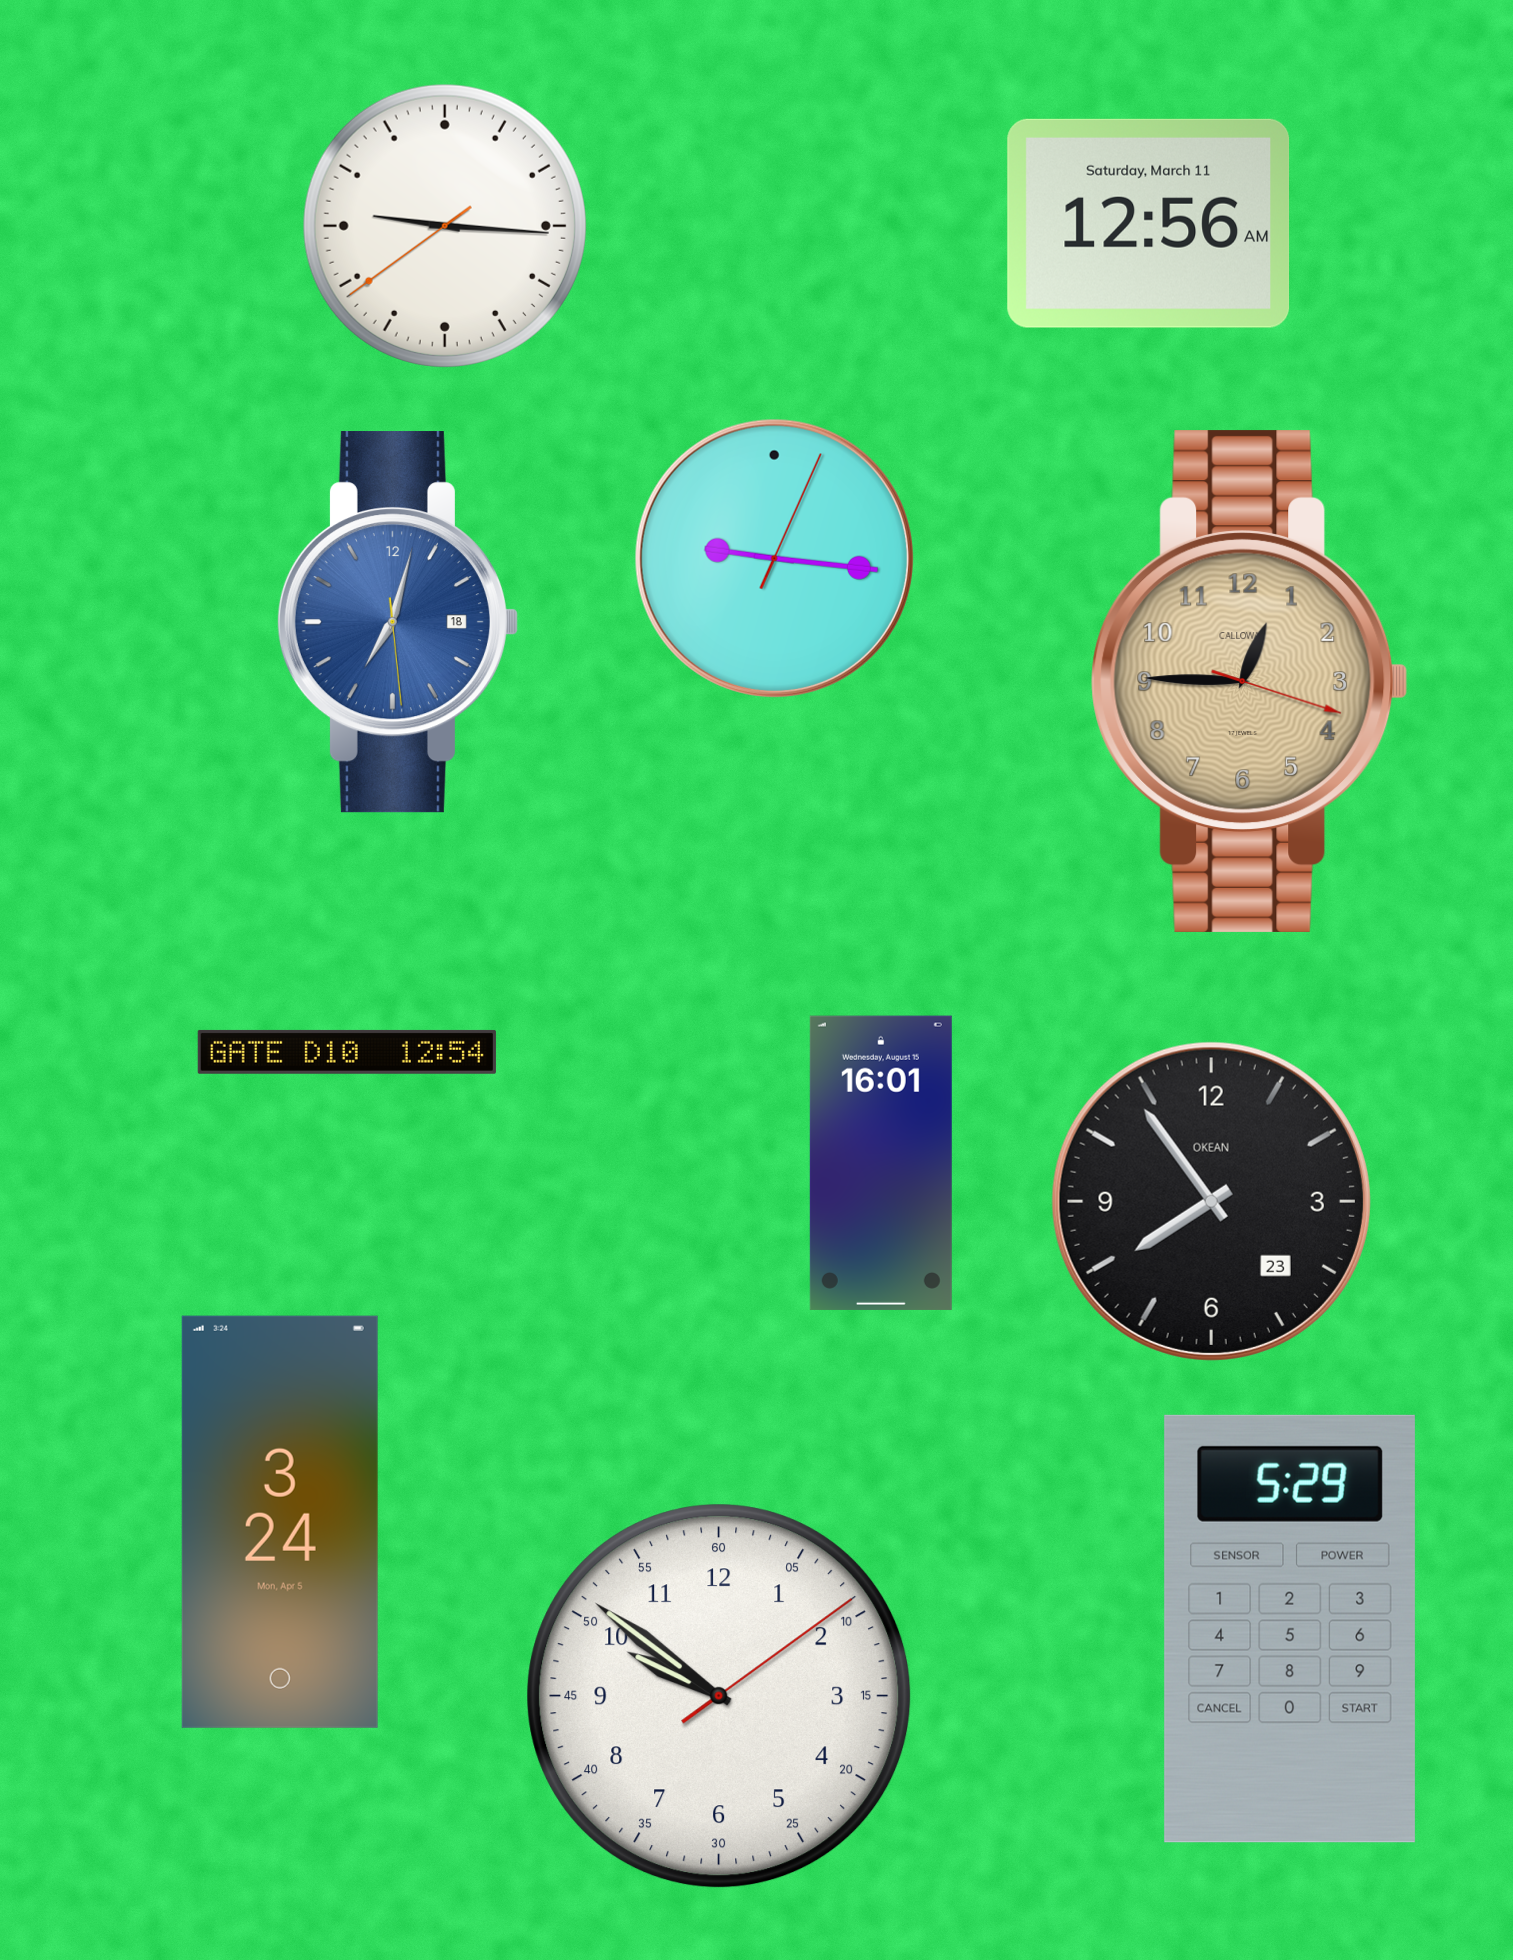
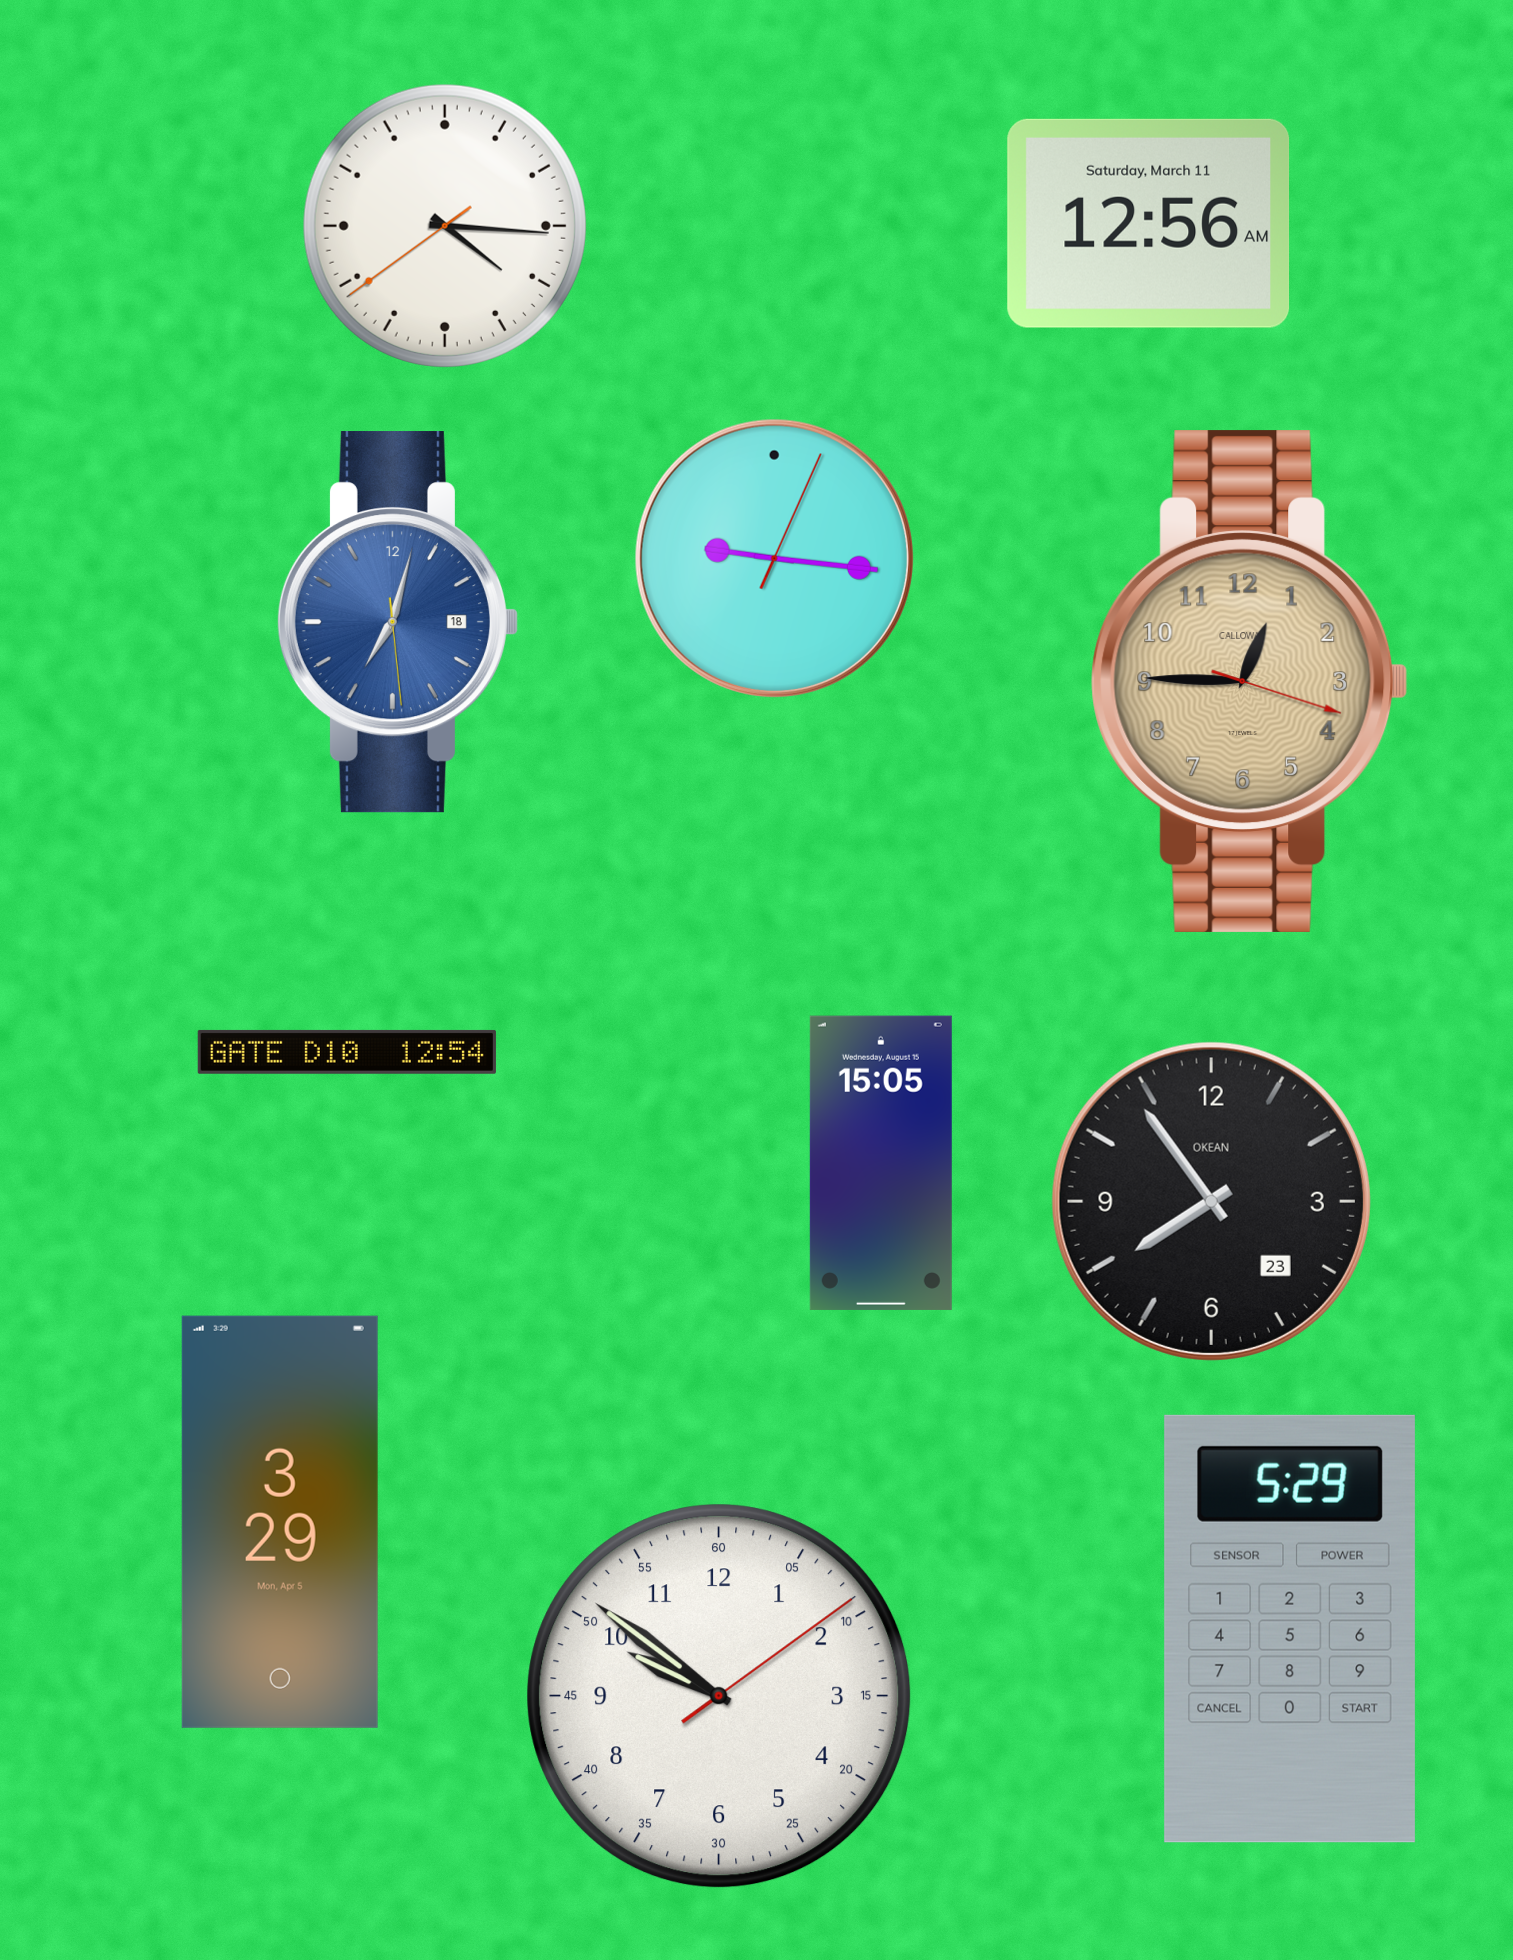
clock at (445, 226): 9:15 -> 4:15
clock at (881, 1163): 16:01 -> 15:05
clock at (280, 1522): 3:24 -> 3:29
